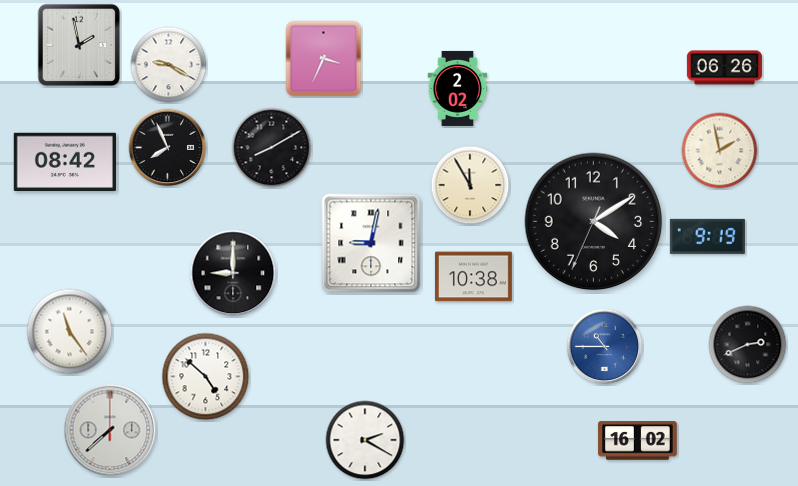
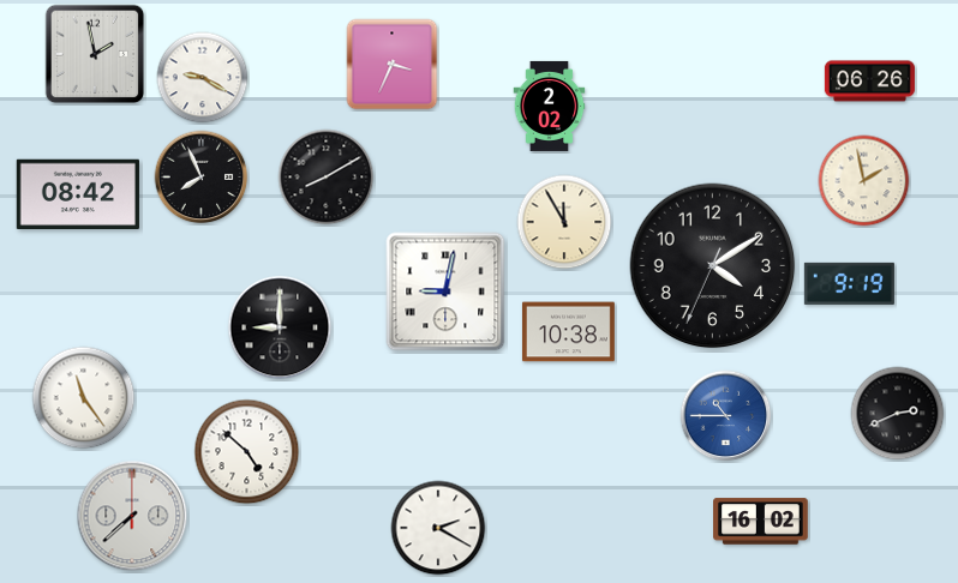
clock at (324, 59) position: (324, 59) -> (393, 65)
clock at (638, 441) position: (638, 441) -> (761, 522)
